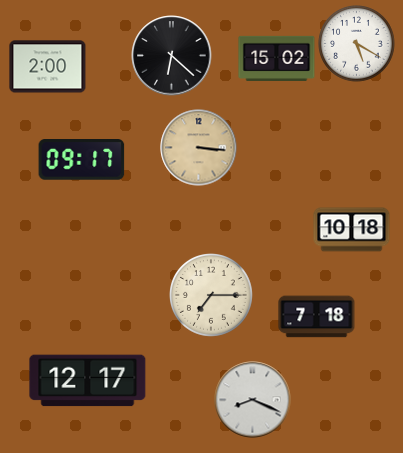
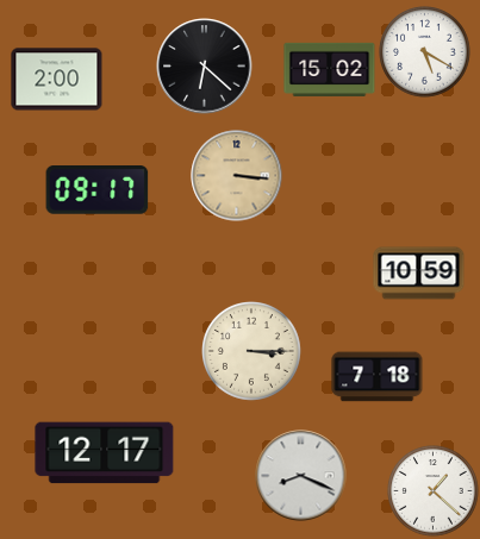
clock at (352, 230): 10:18 -> 10:59
clock at (212, 296): 7:15 -> 3:15
clock at (434, 491): none -> 1:22
